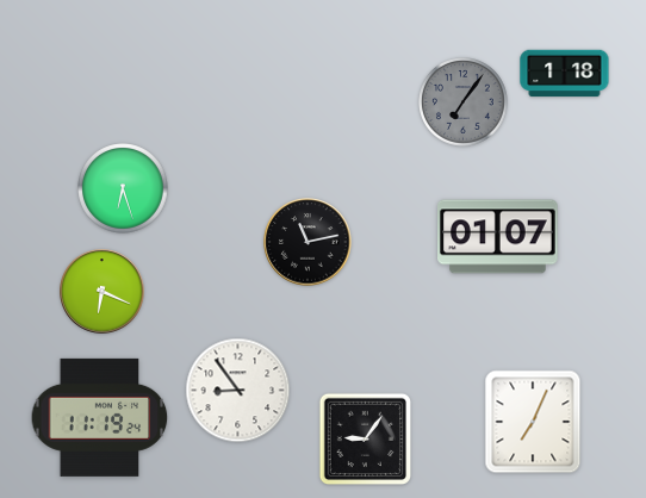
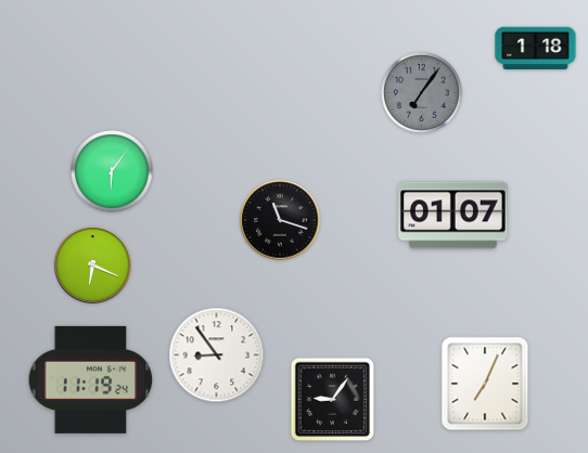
clock at (565, 74) position: (565, 74) -> (536, 49)
clock at (123, 188): 6:27 -> 6:06
clock at (308, 242): 11:13 -> 11:18
